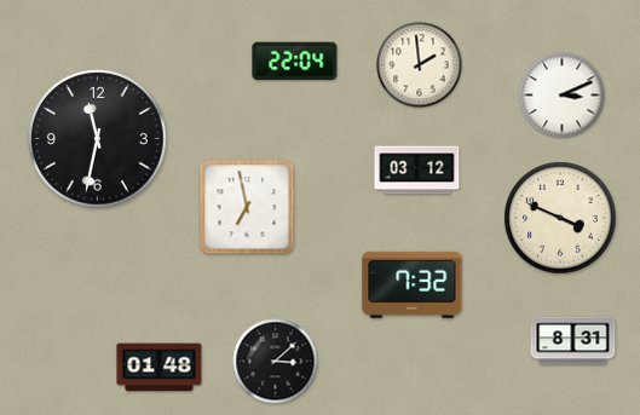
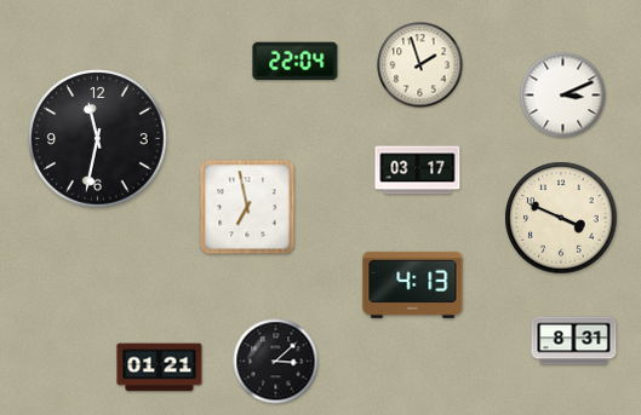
clock at (420, 65): 1:59 -> 1:57
clock at (417, 171): 03:12 -> 03:17
clock at (413, 284): 7:32 -> 4:13
clock at (160, 368): 01:48 -> 01:21
